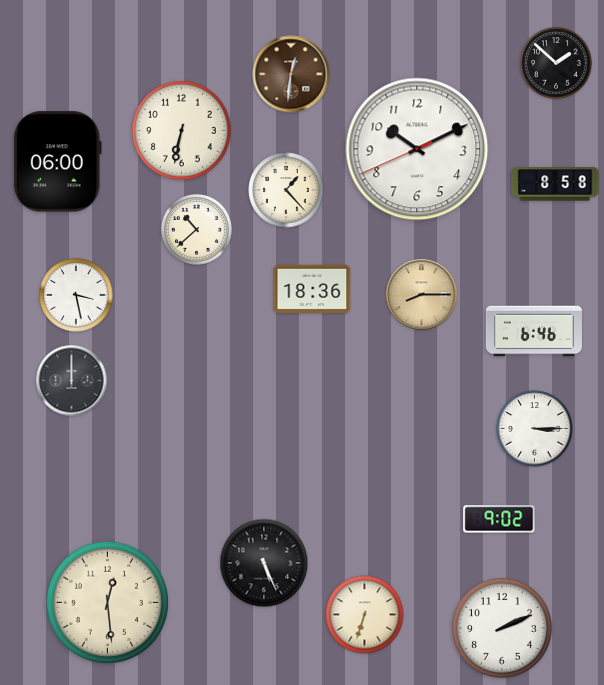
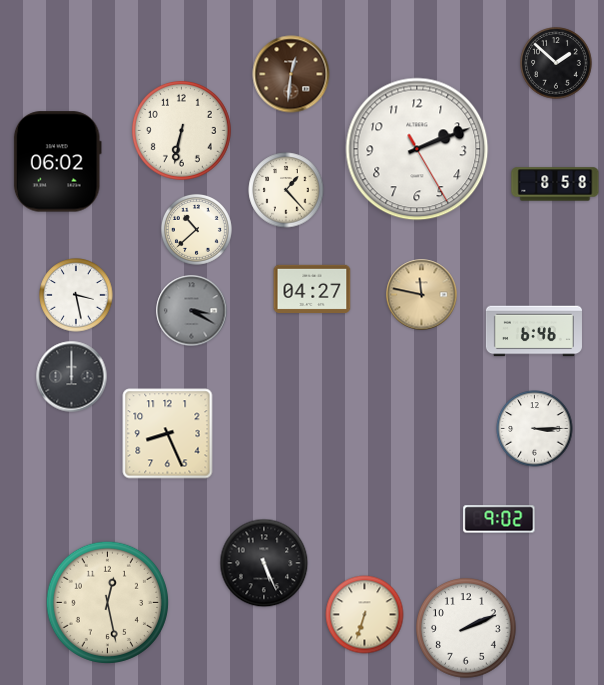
clock at (417, 149): 10:10 -> 2:11
clock at (57, 162): 06:00 -> 06:02
clock at (312, 288): 18:36 -> 04:27
clock at (422, 295): 8:15 -> 11:47
clock at (192, 311): none -> 3:20
clock at (72, 381) position: (72, 381) -> (72, 377)
clock at (168, 434): none -> 8:26
clock at (107, 602): 12:29 -> 12:28
clock at (503, 629) position: (503, 629) -> (467, 629)
